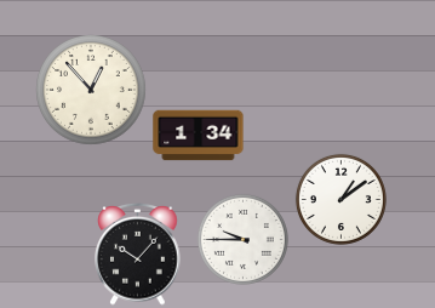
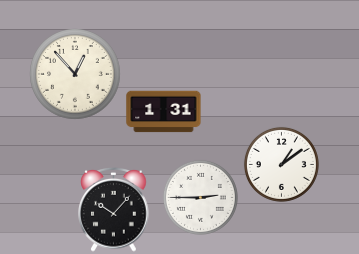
clock at (199, 136): 1:34 -> 1:31
clock at (242, 239): 9:45 -> 2:45
